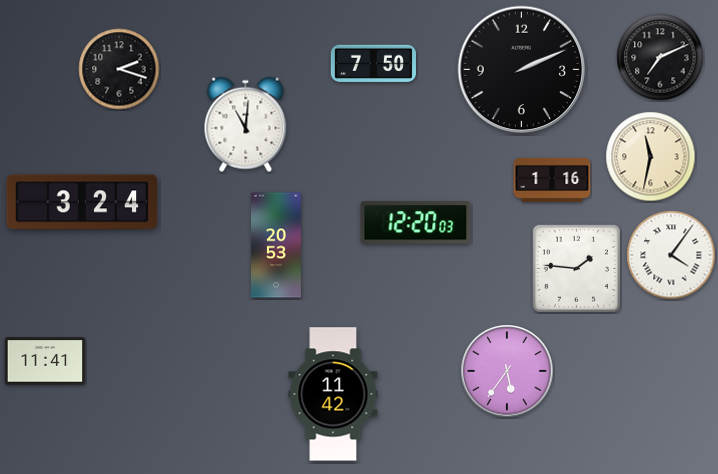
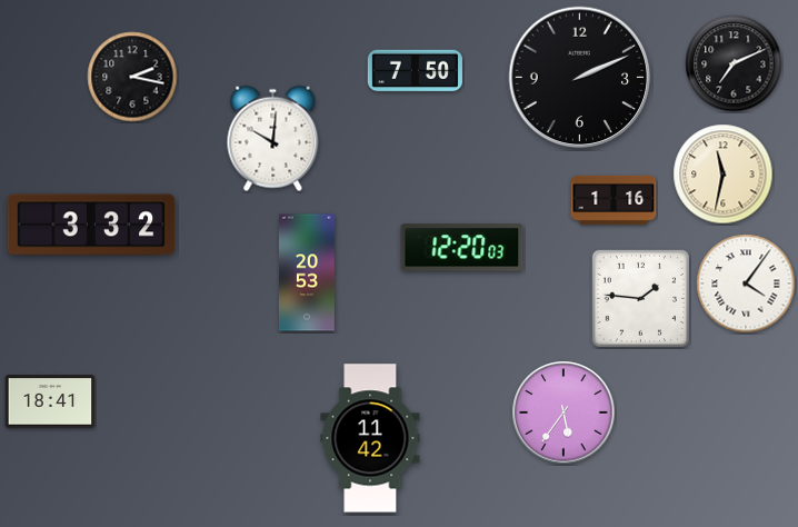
clock at (119, 69): 2:18 -> 2:17
clock at (246, 125): 11:01 -> 10:01
clock at (82, 202): 3:24 -> 3:32
clock at (45, 361): 11:41 -> 18:41
